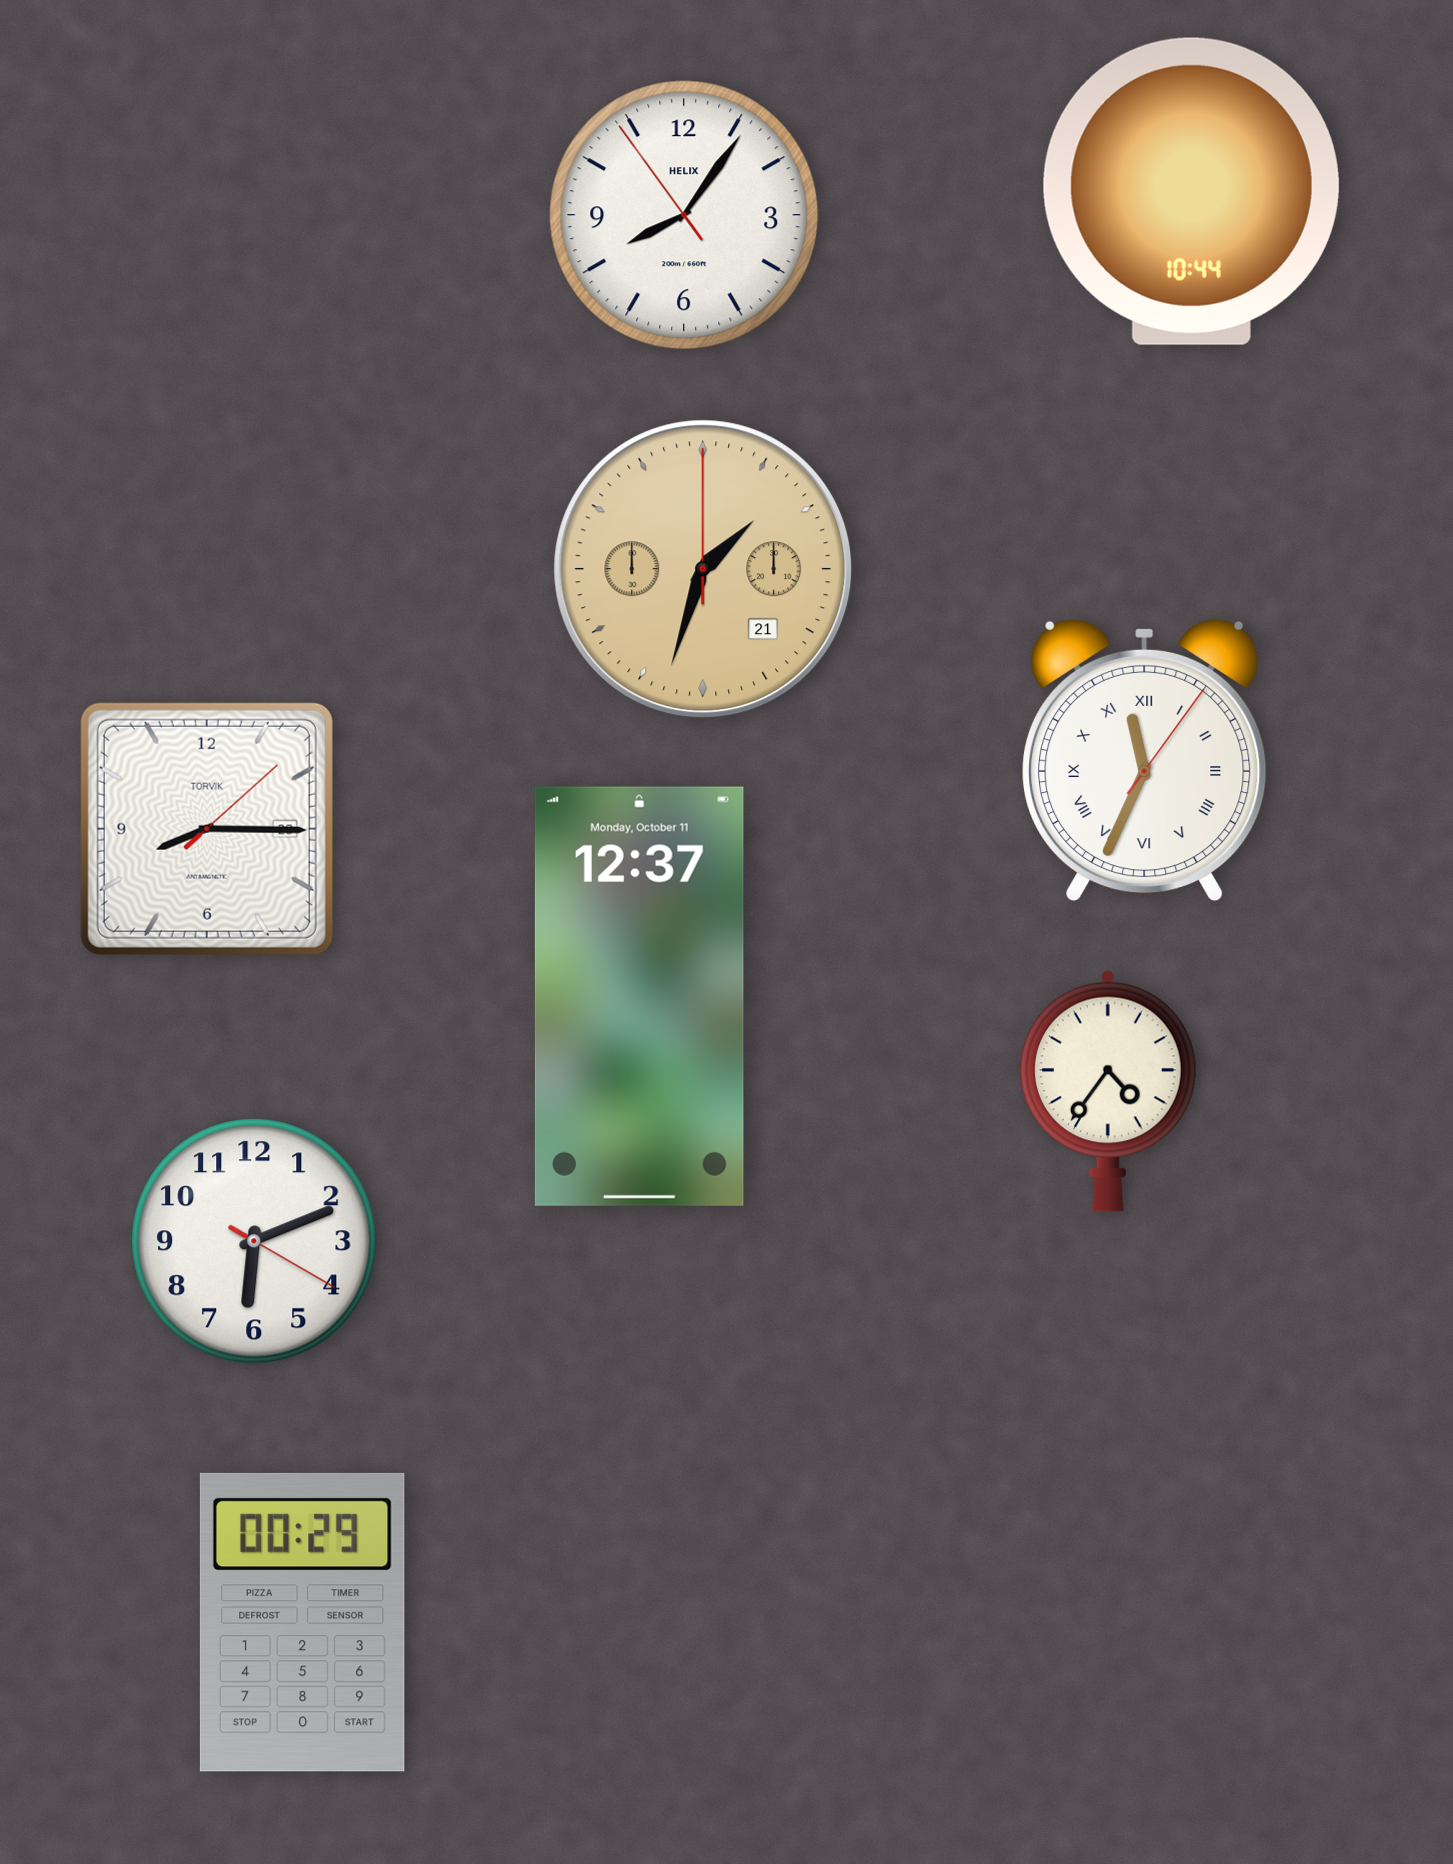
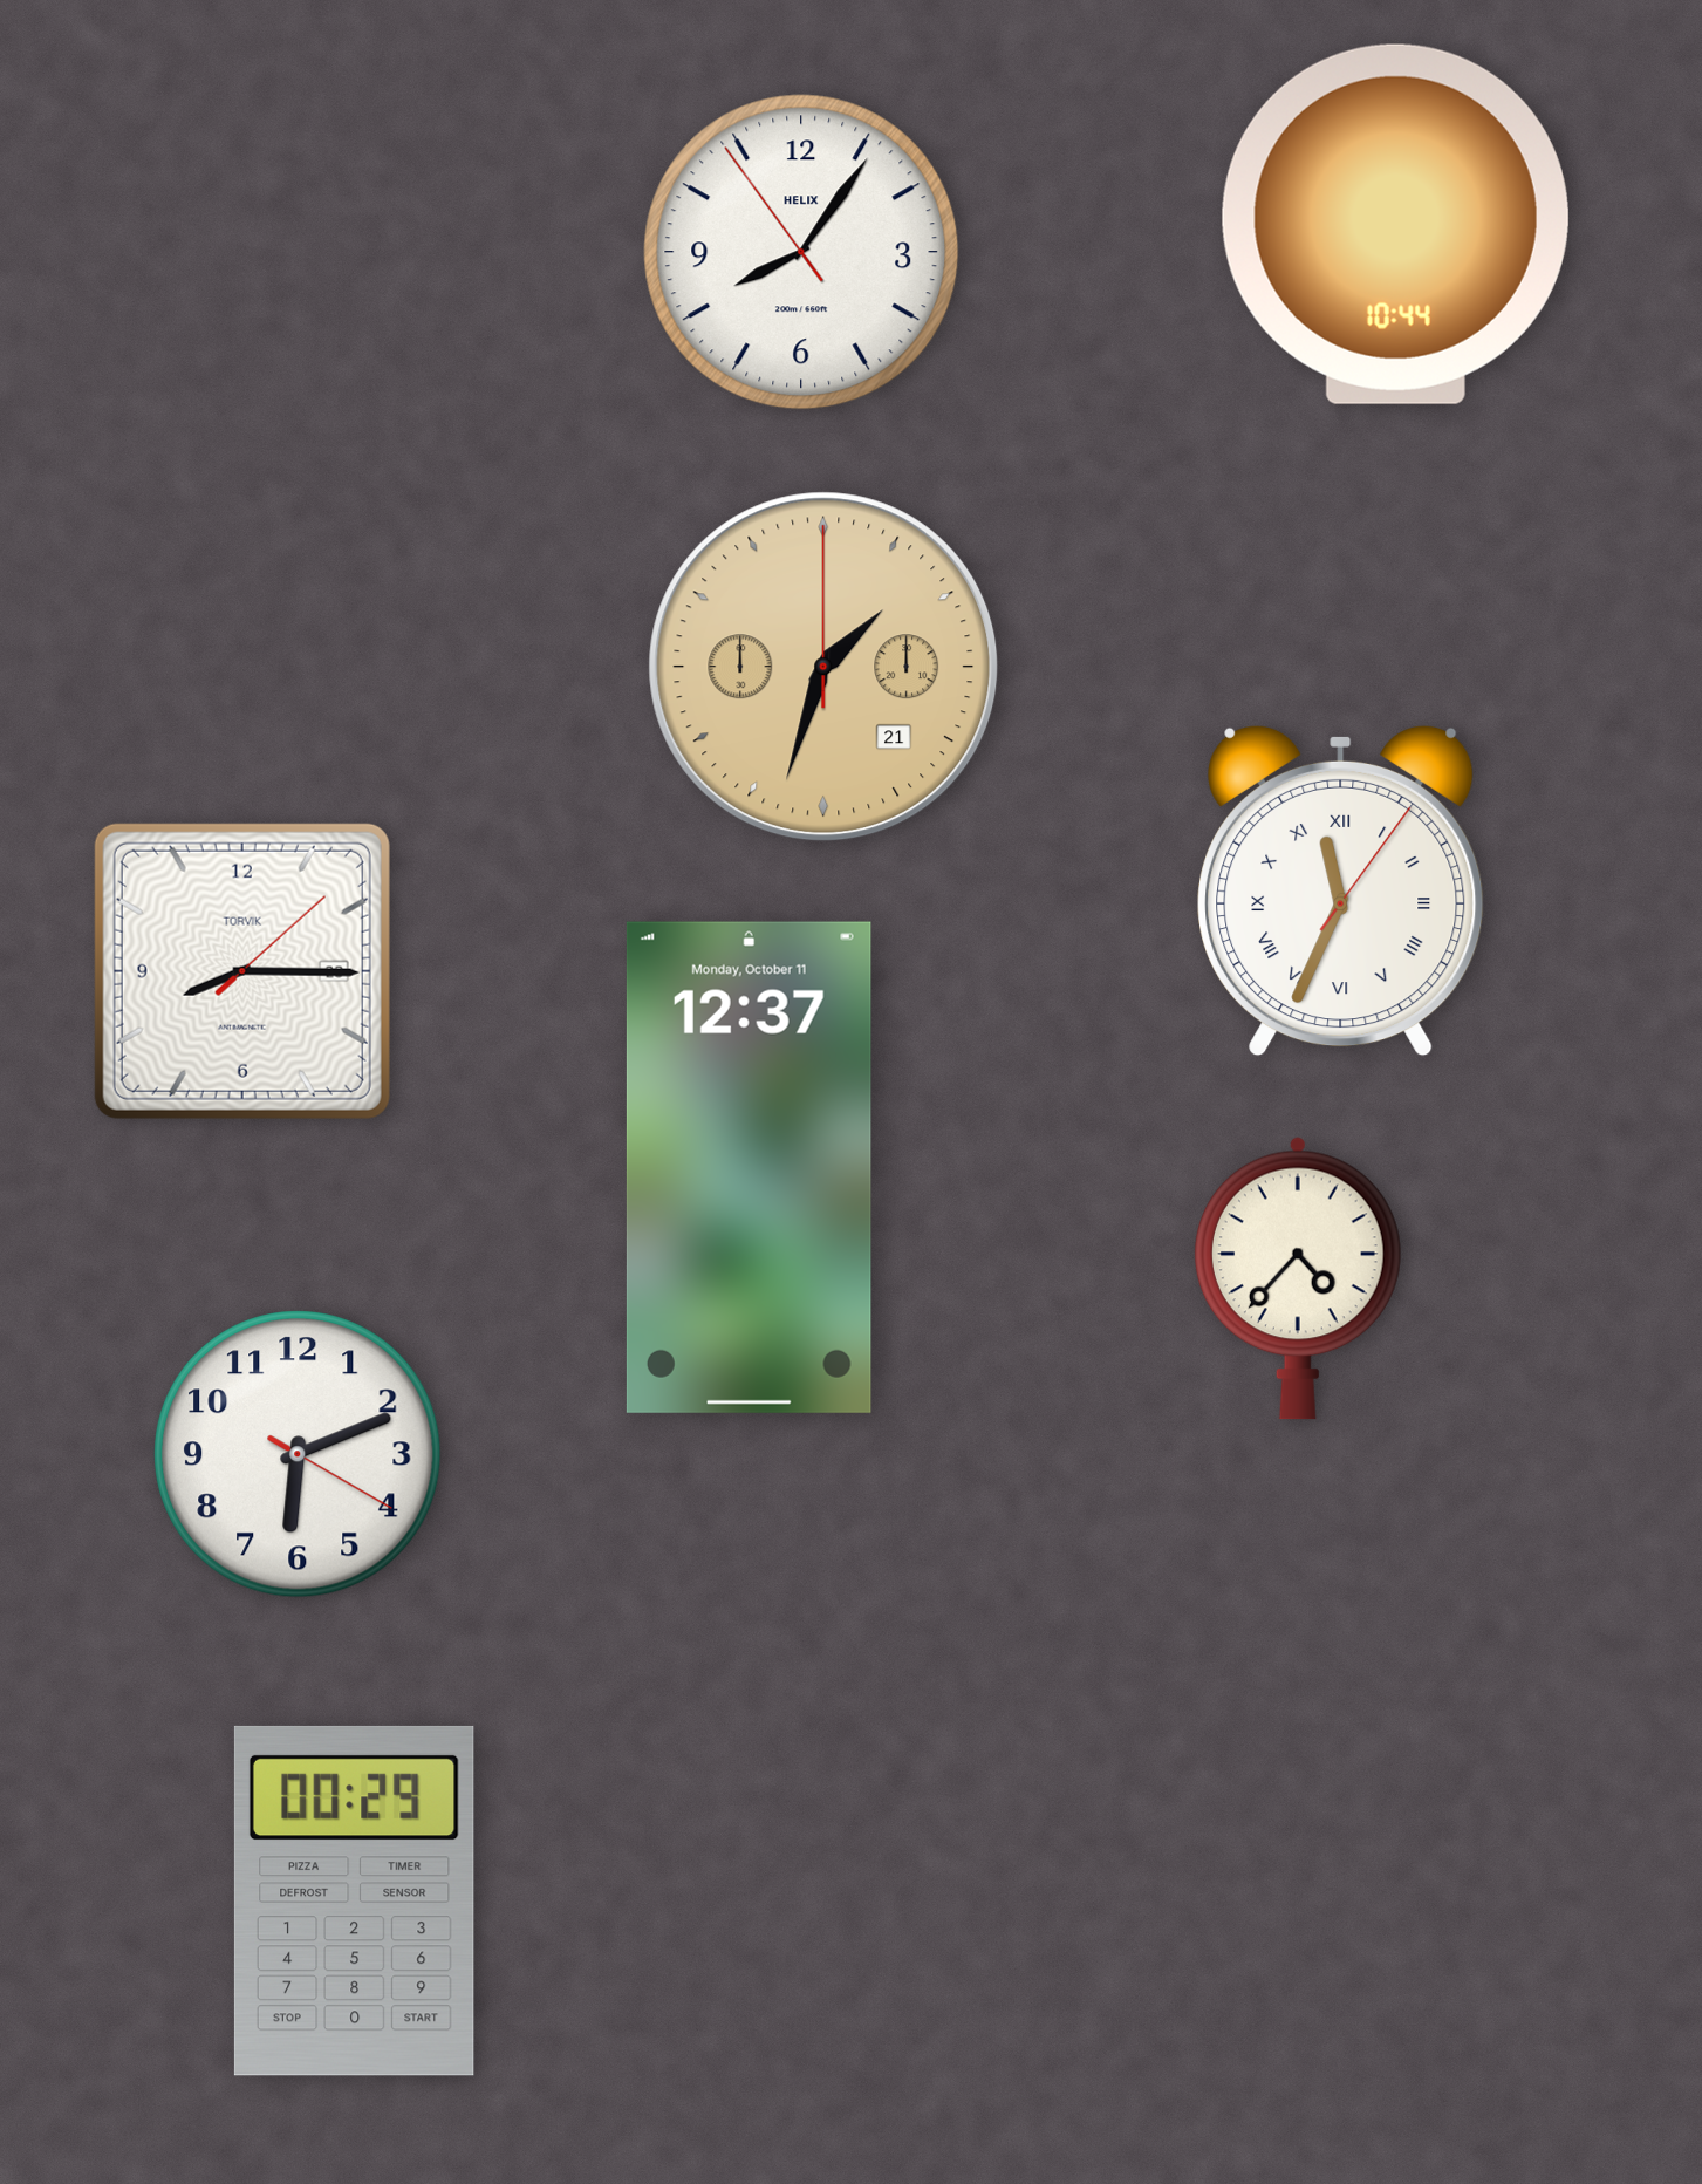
clock at (1108, 1091): 4:36 -> 4:37
